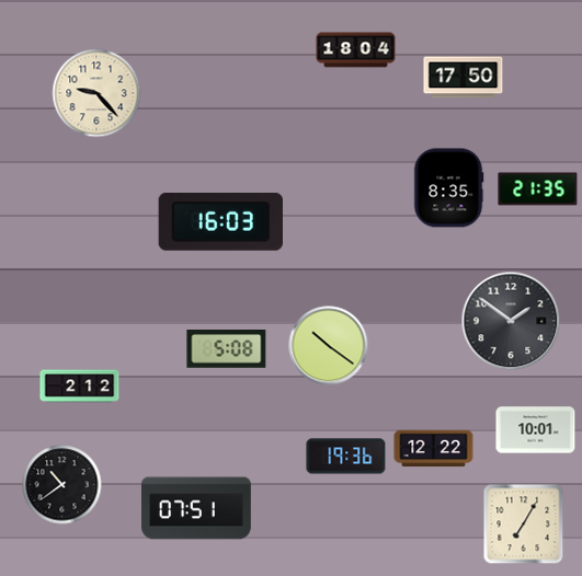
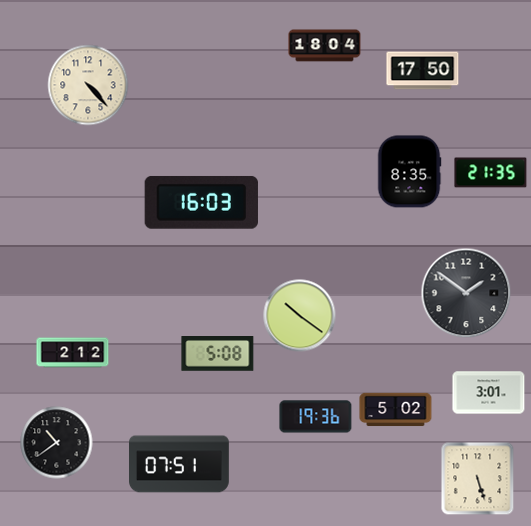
clock at (96, 93): 9:23 -> 4:23
clock at (227, 349) position: (227, 349) -> (218, 354)
clock at (536, 430): 10:01 -> 3:01
clock at (434, 449): 12:22 -> 5:02
clock at (524, 525): 7:05 -> 5:27
